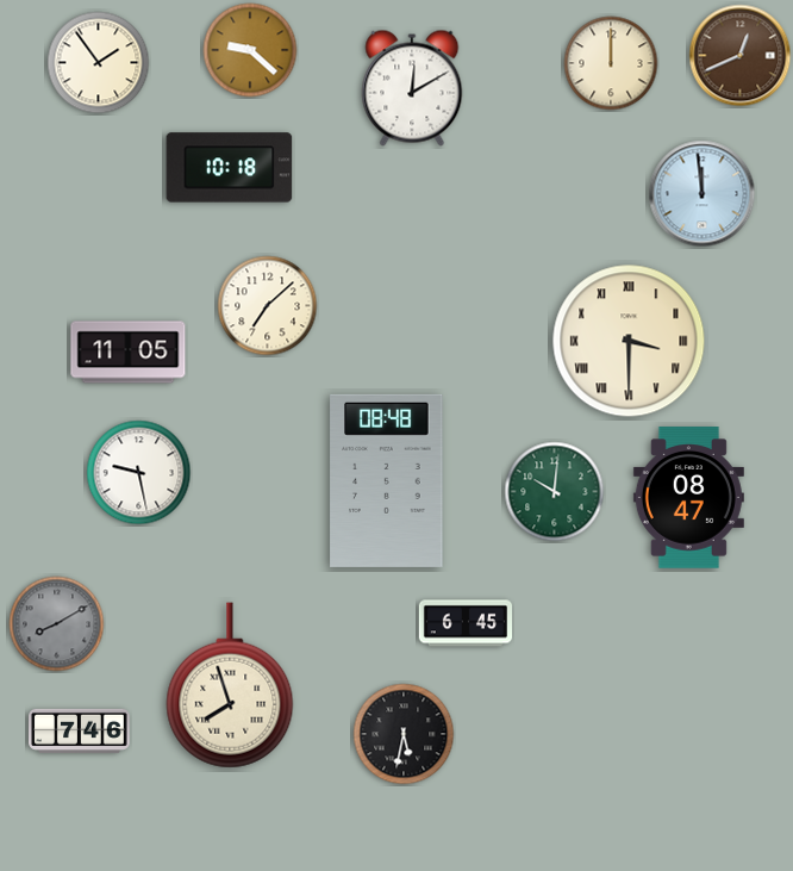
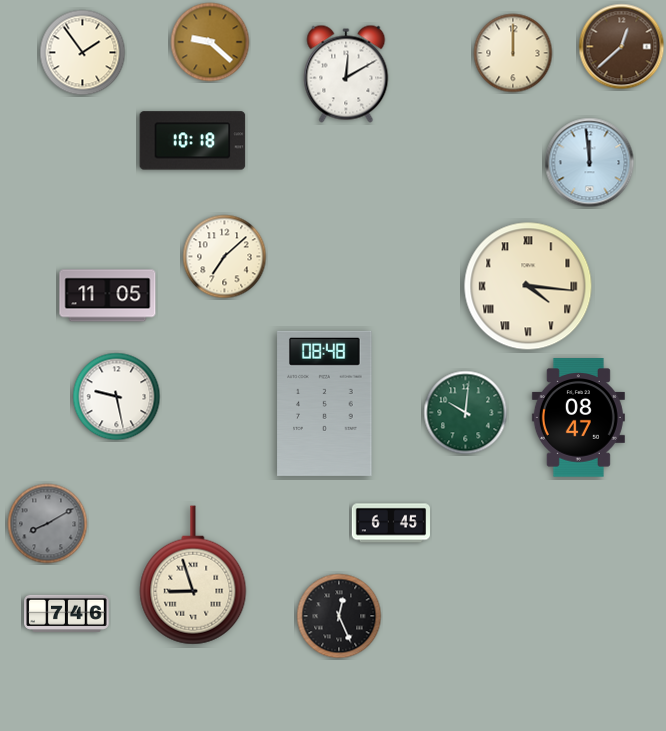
clock at (741, 56): 12:41 -> 12:38
clock at (629, 341): 3:30 -> 4:16
clock at (230, 685): 7:57 -> 8:57
clock at (404, 734): 5:32 -> 12:26
